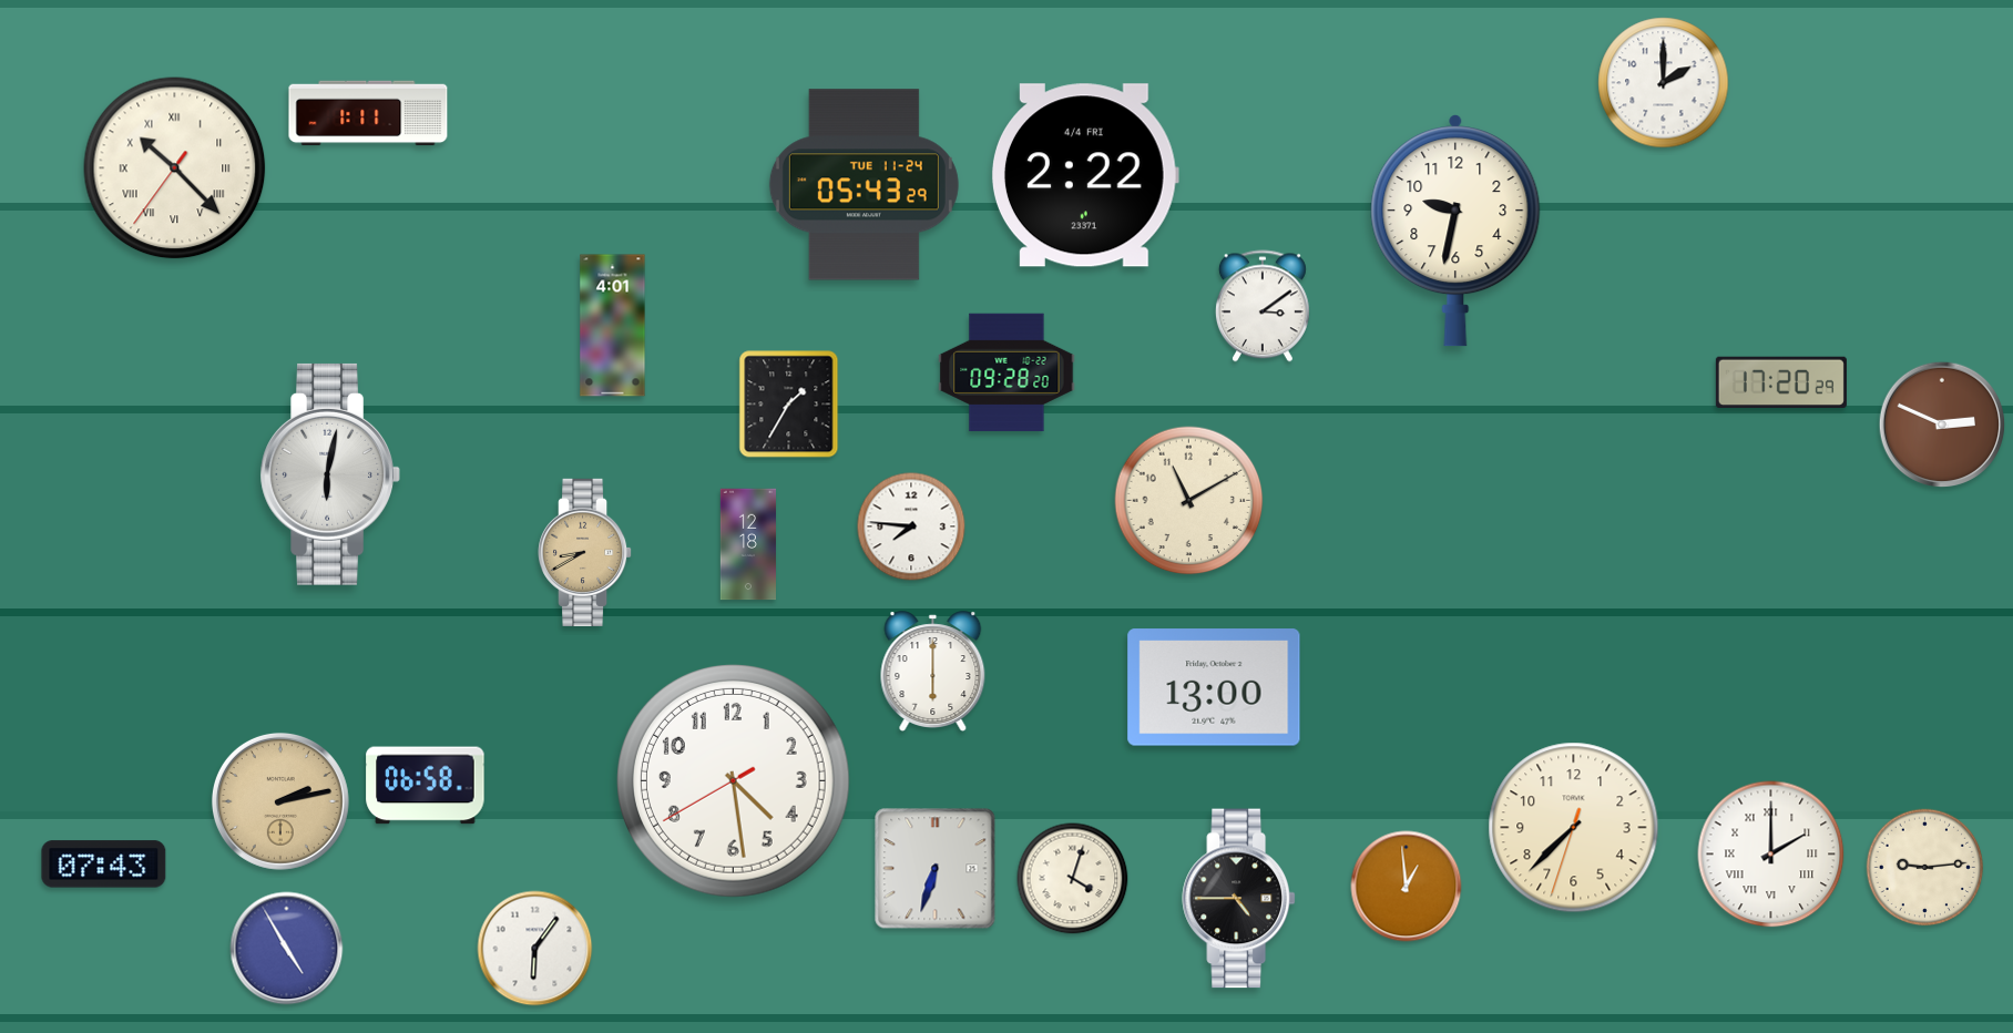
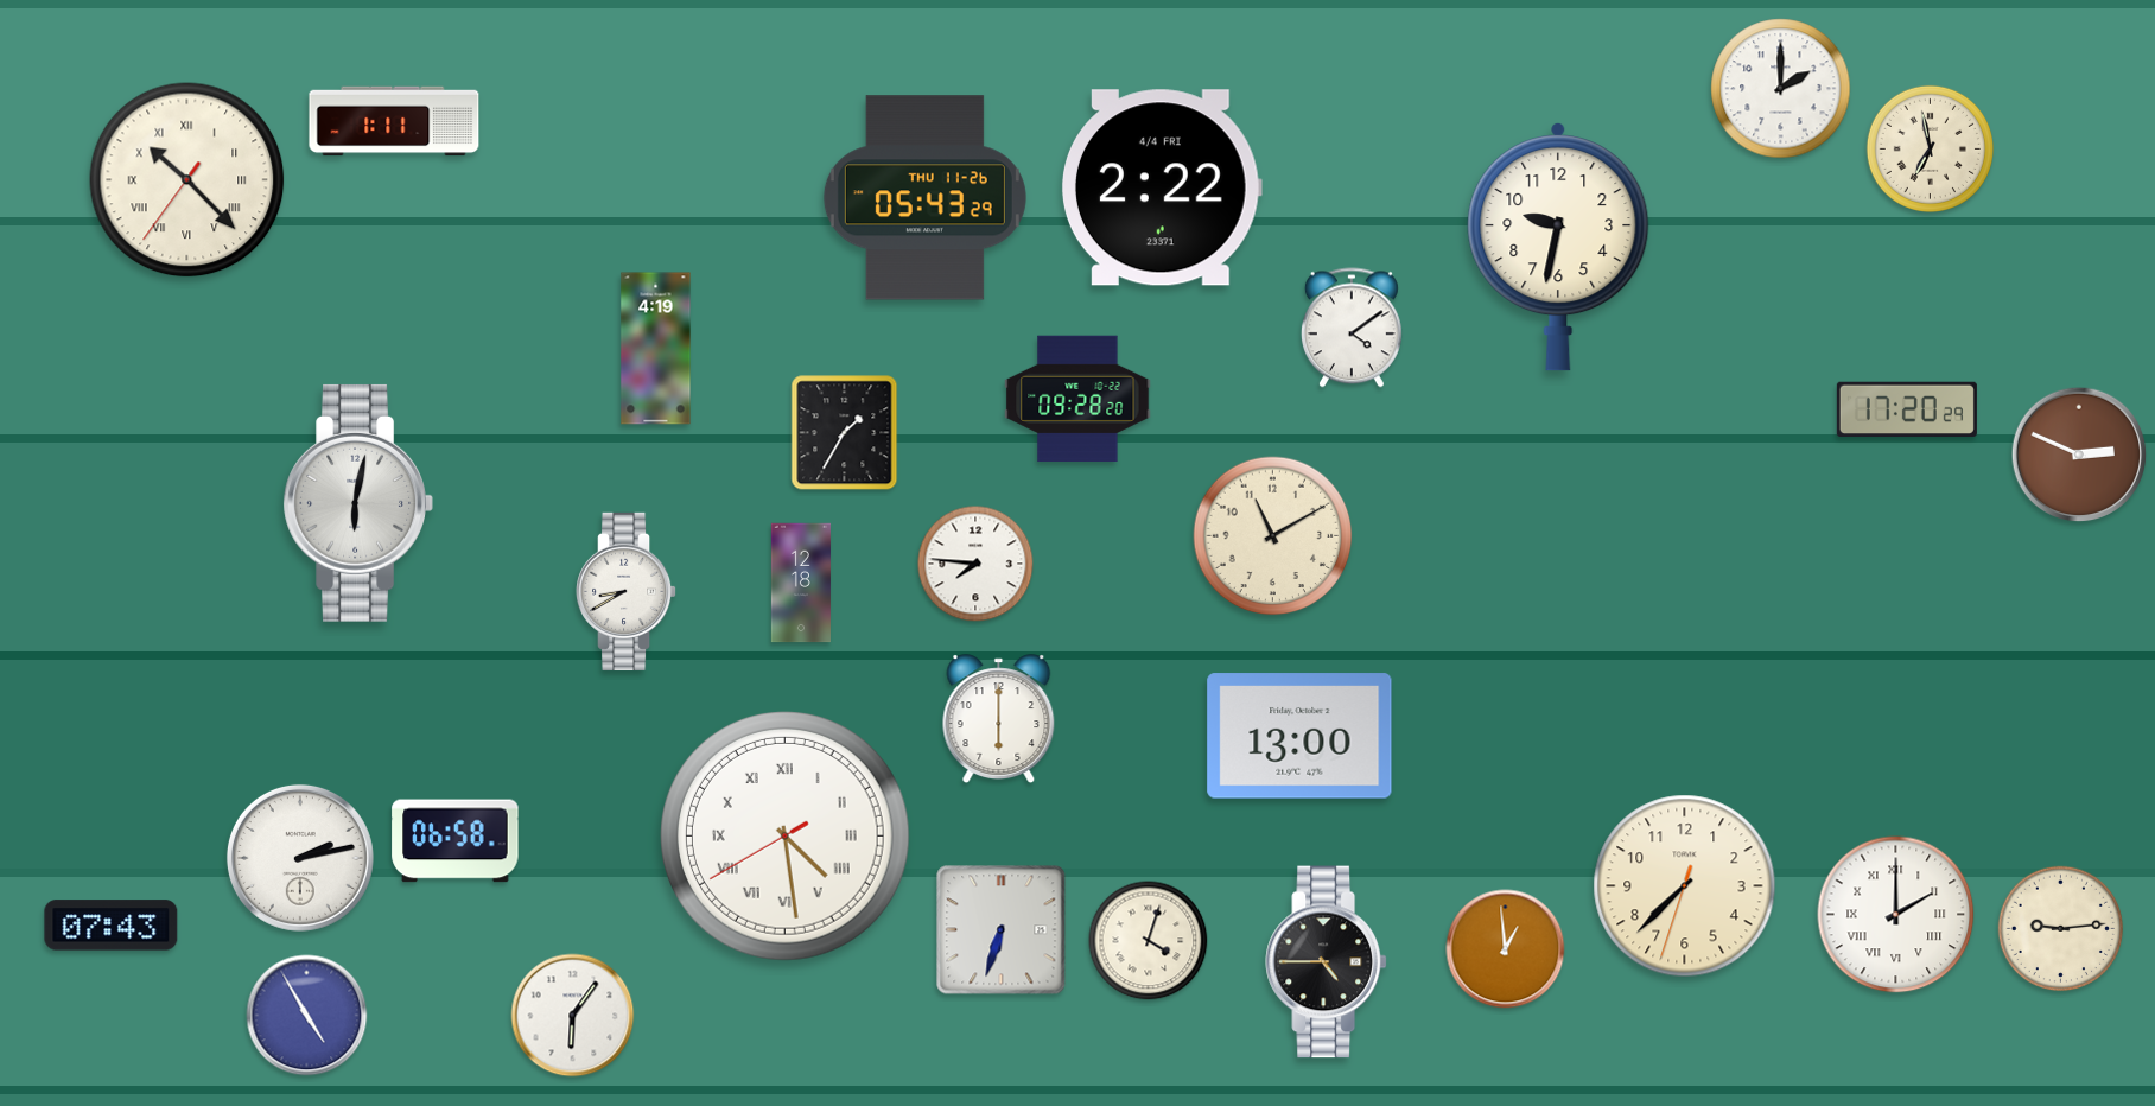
clock at (1930, 148): none -> 6:58
clock at (864, 185) date: TUE 11-24 -> THU 11-26
clock at (1263, 306): 3:09 -> 4:09
clock at (613, 326): 4:01 -> 4:19
clock at (329, 474) position: (329, 474) -> (357, 503)
clock at (586, 552) dial: champagne -> white
clock at (734, 781) numerals: Arabic -> Roman
clock at (280, 801) dial: champagne -> white
